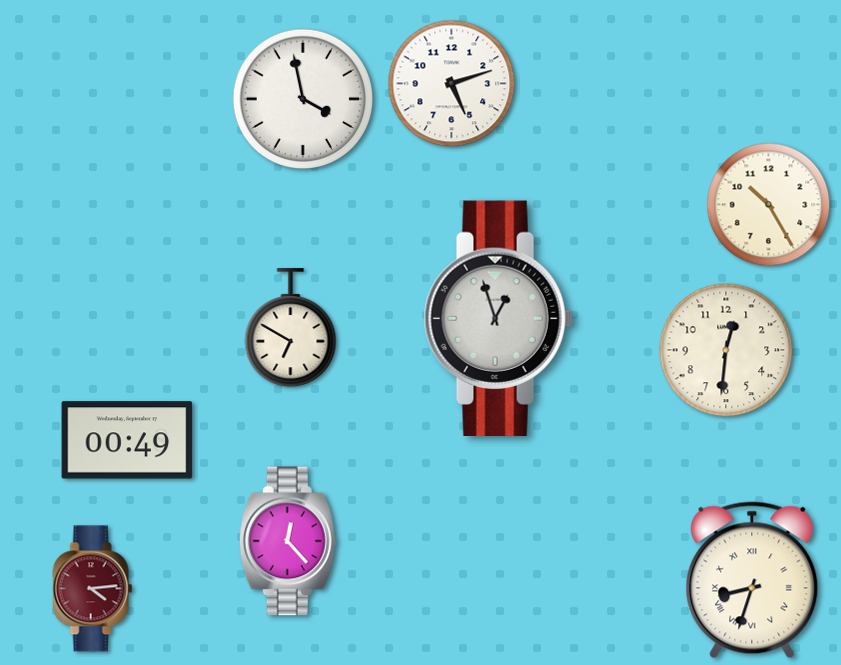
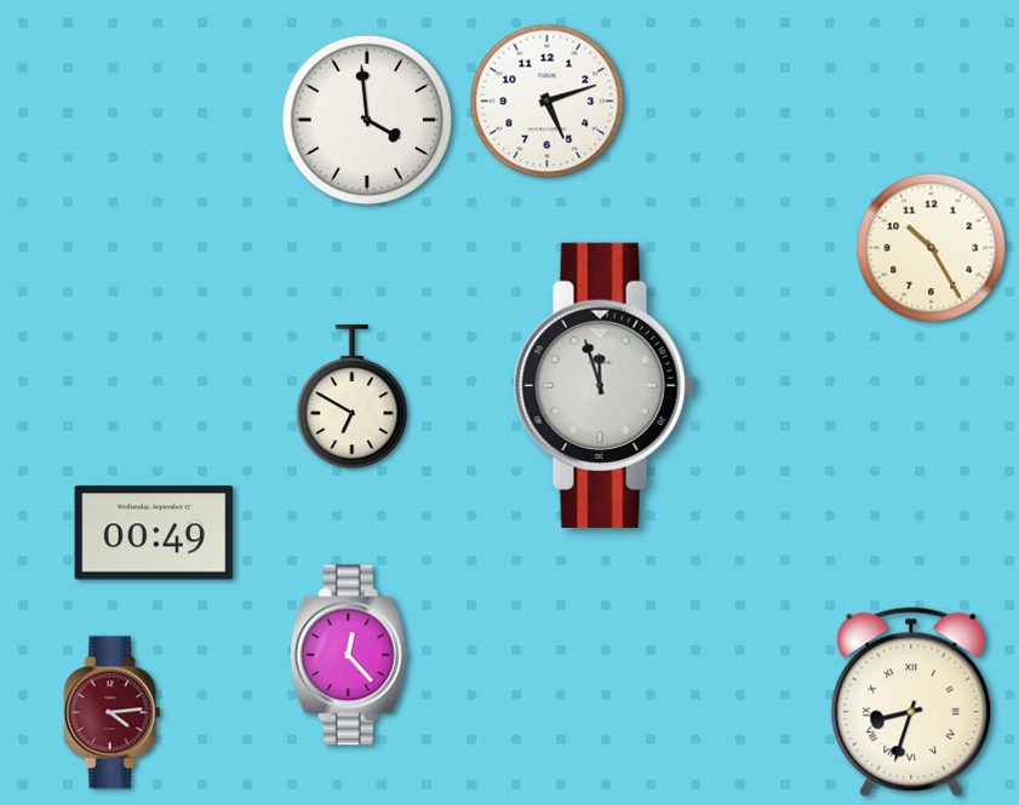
clock at (302, 98): 3:58 -> 3:59
clock at (498, 318): 12:57 -> 11:57
clock at (726, 350): 12:31 -> none
